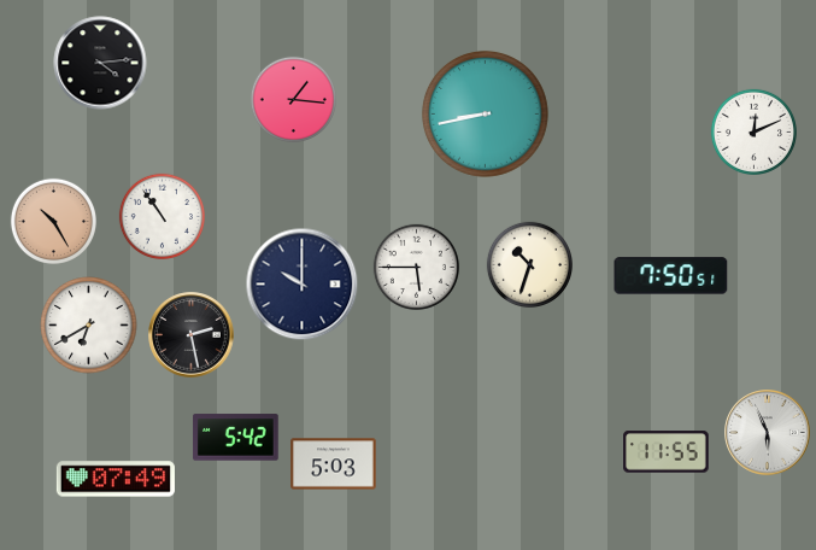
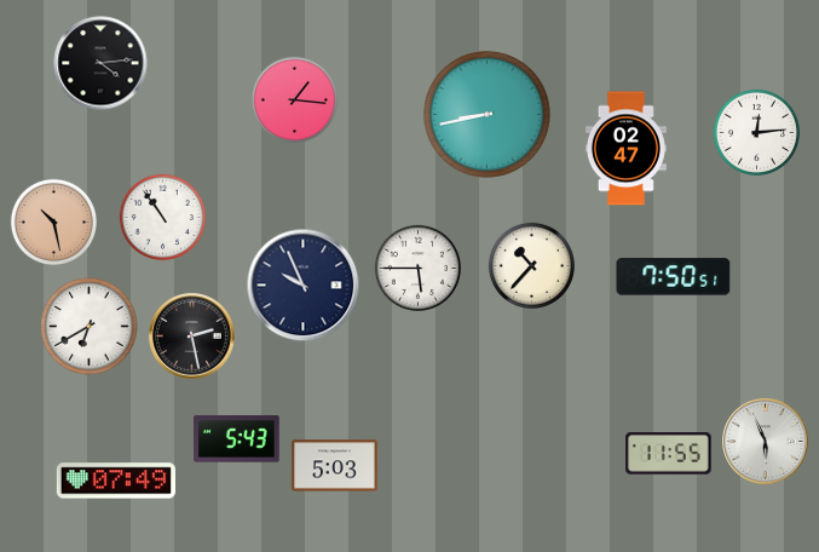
clock at (753, 131): 12:11 -> 12:14
clock at (625, 149): none -> 02:47
clock at (53, 221): 10:25 -> 10:28
clock at (529, 264): 10:33 -> 10:37
clock at (303, 285): 10:00 -> 9:56
clock at (768, 433) position: (768, 433) -> (766, 442)
clock at (236, 438): 5:42 -> 5:43
